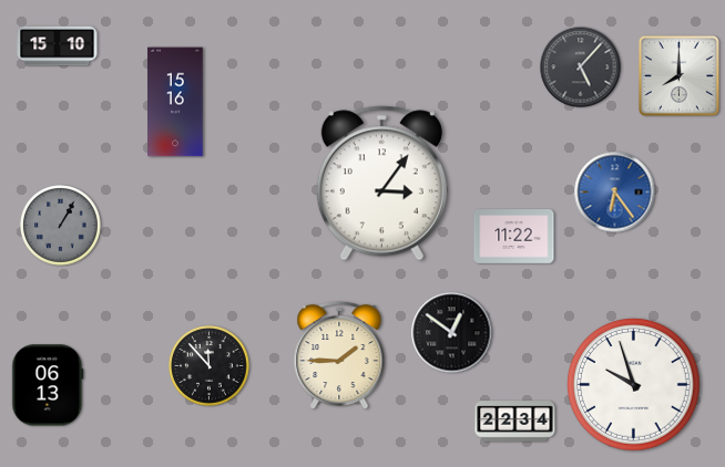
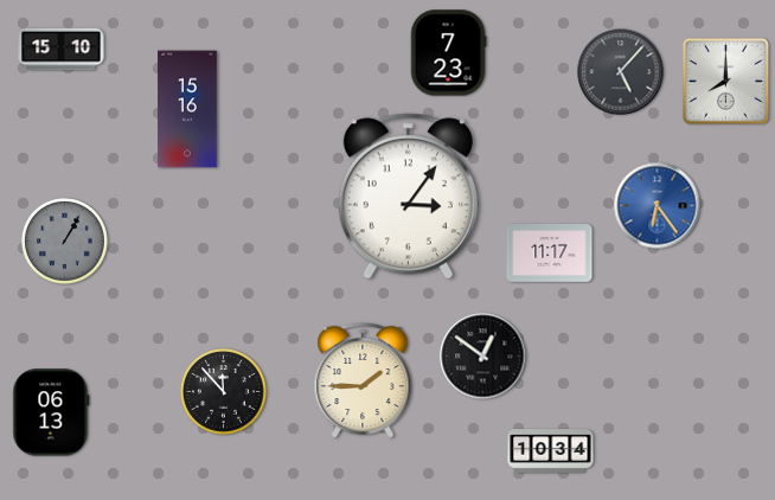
clock at (448, 53): none -> 7:23
clock at (514, 237): 11:22 -> 11:17
clock at (634, 385): 9:57 -> none
clock at (515, 422): 22:34 -> 10:34
